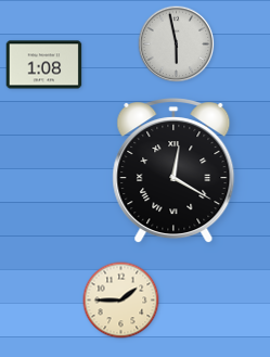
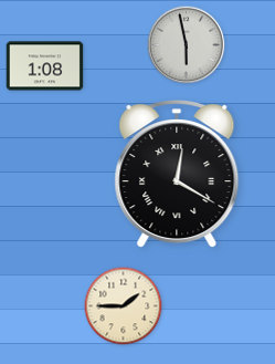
clock at (177, 44) position: (177, 44) -> (187, 45)
